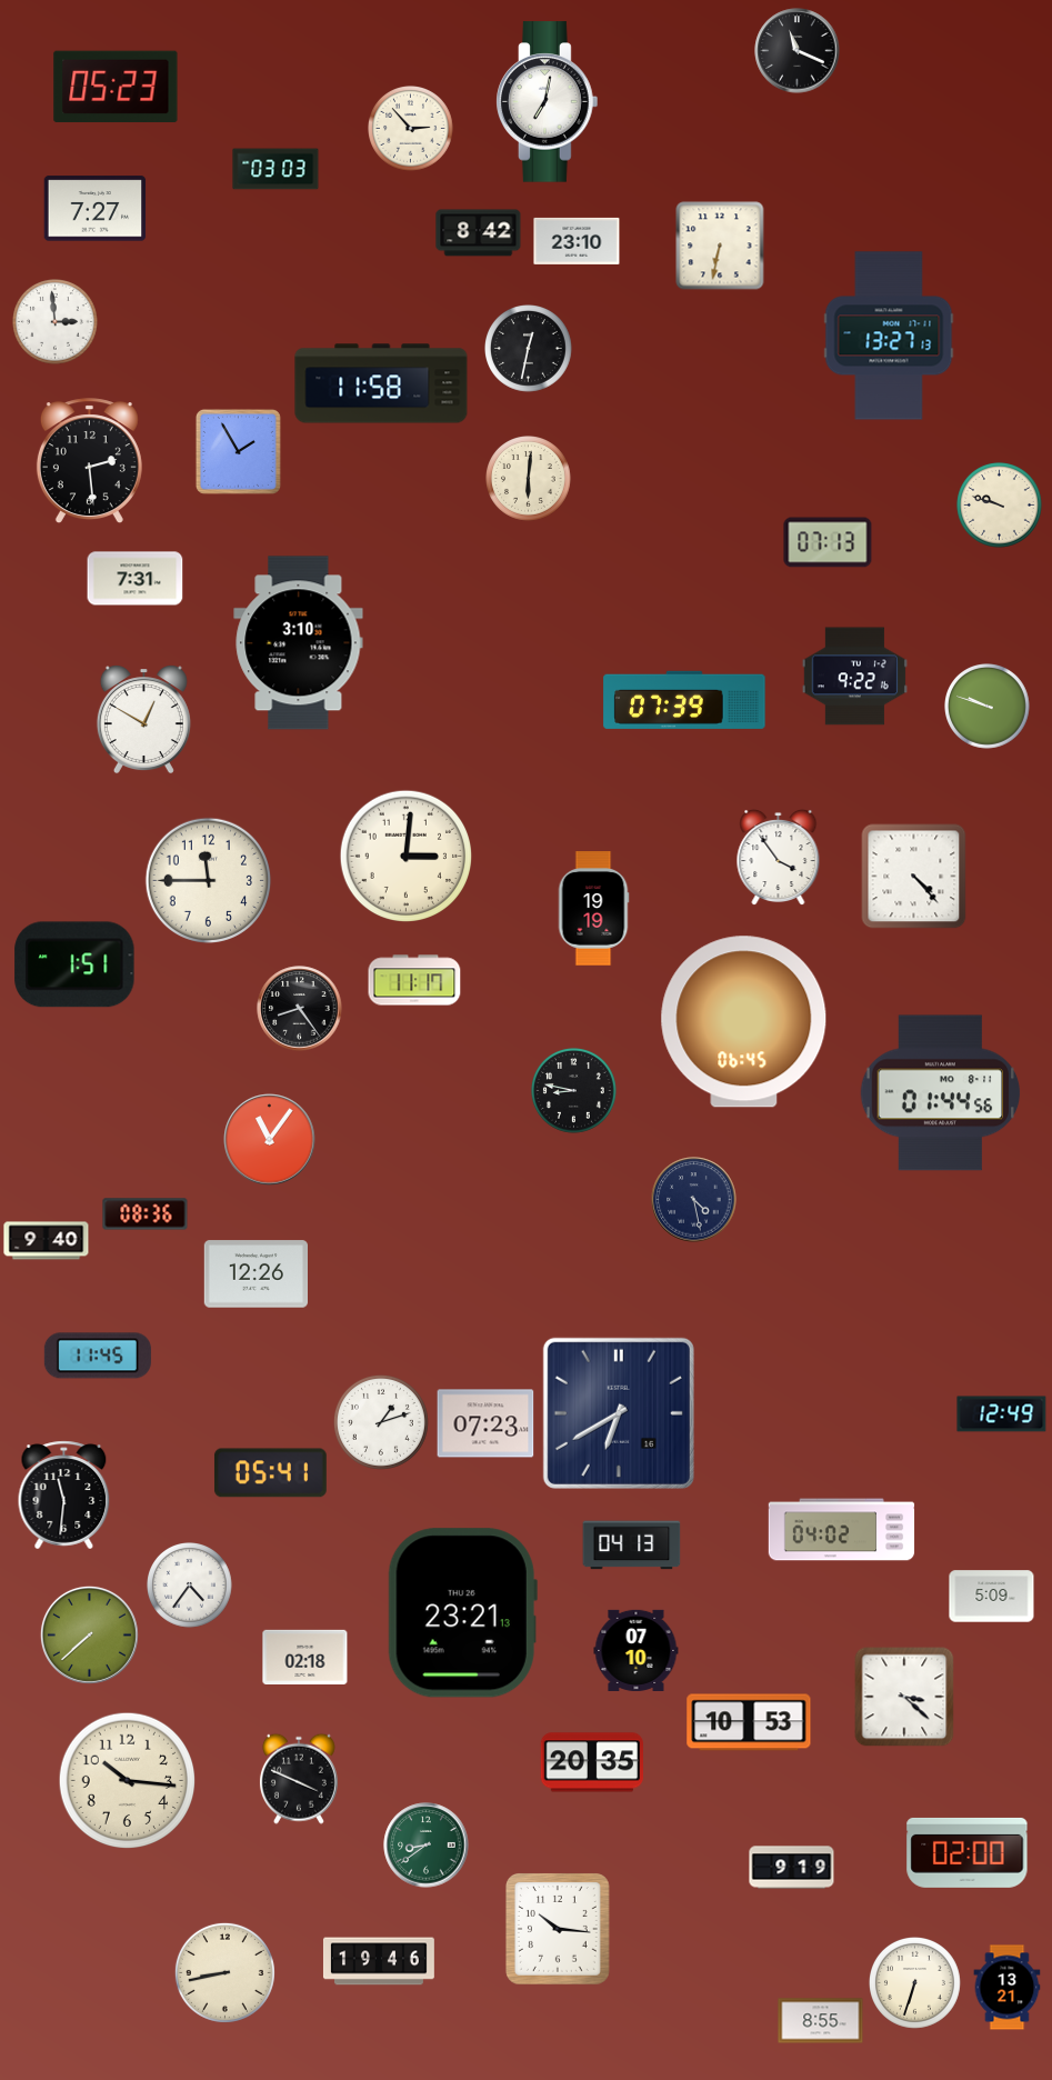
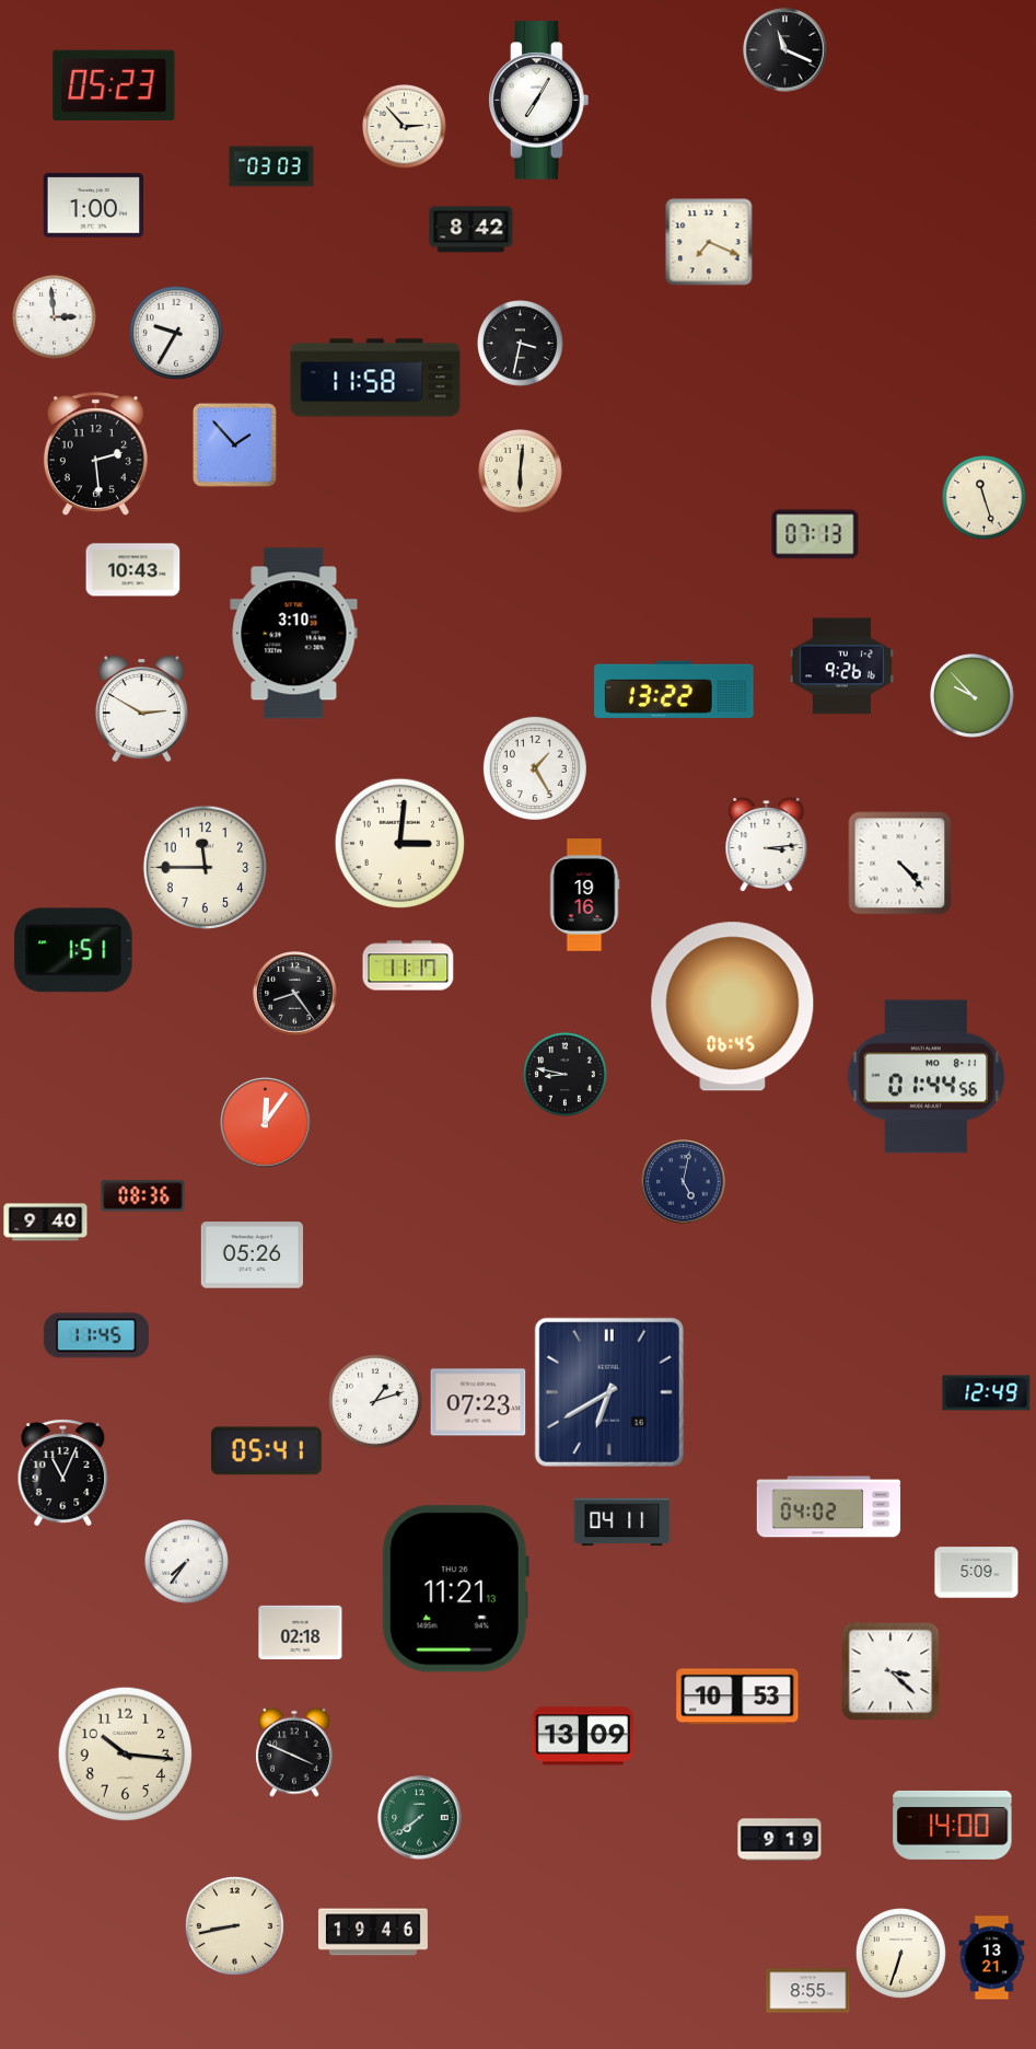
clock at (548, 102): 7:02 -> 7:05
clock at (96, 209): 7:27 -> 1:00
clock at (577, 241): 23:10 -> none
clock at (720, 246): 6:32 -> 7:19
clock at (889, 336): 13:27 -> none
clock at (176, 333): none -> 9:35
clock at (529, 349): 12:32 -> 3:32
clock at (238, 451): 1:55 -> 1:53
clock at (89, 461) position: (89, 461) -> (95, 454)
clock at (1000, 506): 9:48 -> 11:27
clock at (136, 579): 7:31 -> 10:43
clock at (854, 677): 9:22 -> 9:26
clock at (684, 700): 07:39 -> 13:22
clock at (988, 707): 9:48 -> 9:53
clock at (143, 720): 12:50 -> 2:50
clock at (535, 768): none -> 1:25
clock at (779, 857): 3:54 -> 3:14
clock at (593, 909): 19:19 -> 19:16
clock at (270, 1140): 11:06 -> 12:06
clock at (694, 1200): 4:28 -> 5:02
clock at (256, 1274): 12:26 -> 05:26
clock at (64, 1496): 11:31 -> 11:04
clock at (632, 1546): 04:13 -> 04:11
clock at (190, 1586): 4:36 -> 7:36
clock at (462, 1613): 23:21 -> 11:21
clock at (89, 1634): 7:38 -> none
clock at (637, 1650): 07:10 -> none
clock at (591, 1762): 20:35 -> 13:09
clock at (427, 1846): 8:39 -> 7:39
clock at (968, 1852): 02:00 -> 14:00
clock at (558, 1930): 10:16 -> none
clock at (224, 1972) position: (224, 1972) -> (234, 1925)
